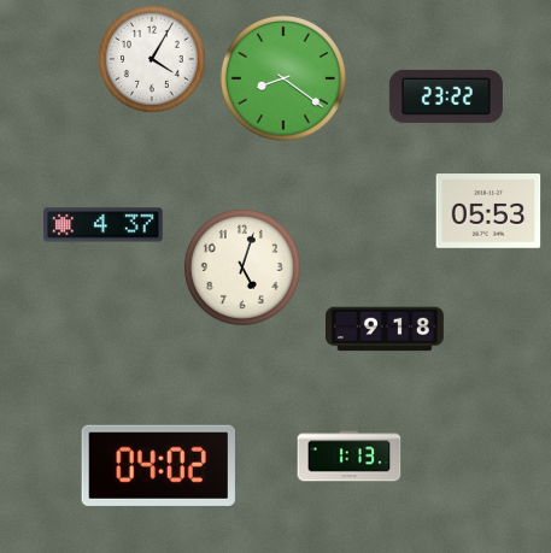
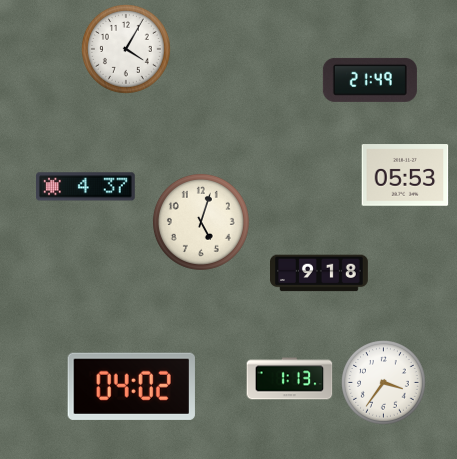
clock at (283, 78): 8:21 -> none
clock at (446, 96): 23:22 -> 21:49
clock at (384, 383): none -> 3:36
